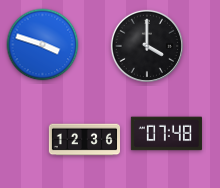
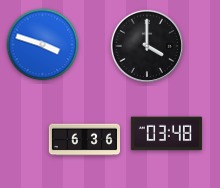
clock at (166, 134): 07:48 -> 03:48
clock at (84, 140): 12:36 -> 6:36
